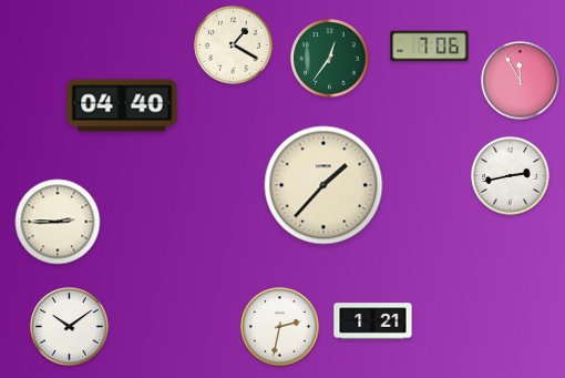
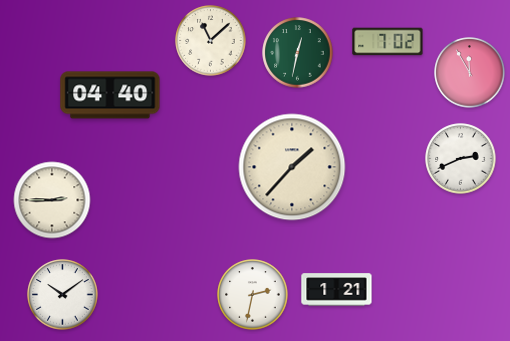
clock at (234, 45): 1:20 -> 11:08
clock at (430, 47): 7:06 -> 7:02
clock at (330, 59): 12:36 -> 12:32
clock at (511, 176): 2:43 -> 2:41
